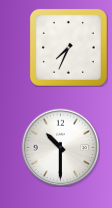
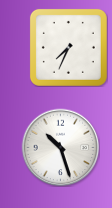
clock at (60, 147): 10:30 -> 10:27
